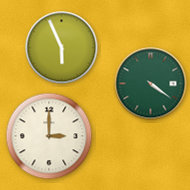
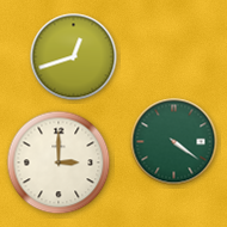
clock at (62, 48): 5:56 -> 12:42
clock at (151, 84) position: (151, 84) -> (174, 142)
